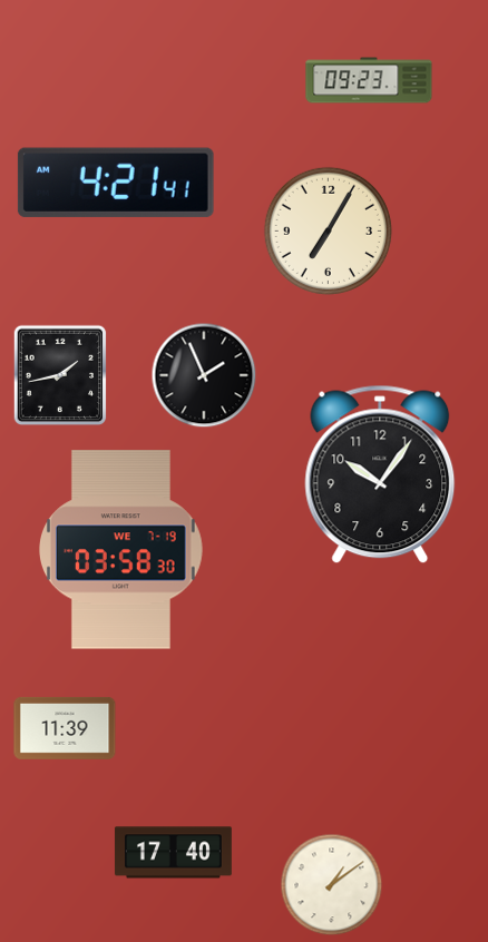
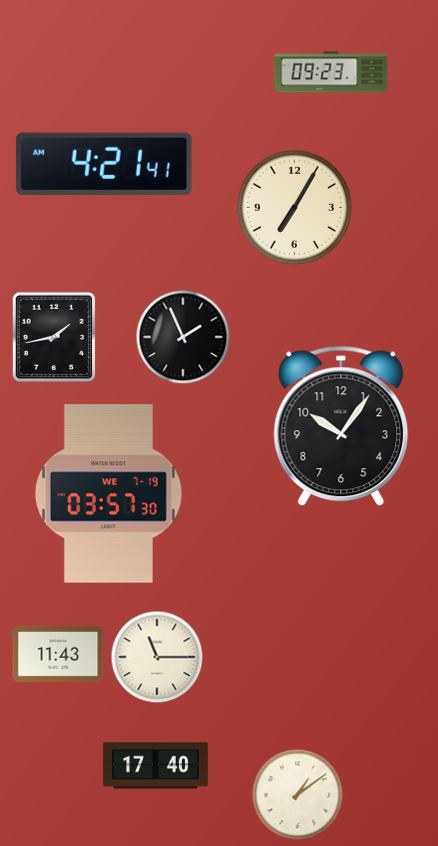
clock at (120, 550): 03:58 -> 03:57
clock at (65, 728): 11:39 -> 11:43
clock at (157, 657): none -> 11:15
